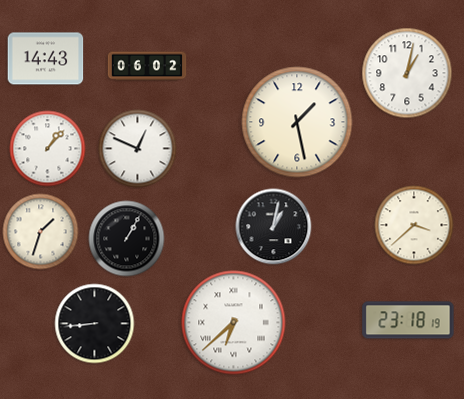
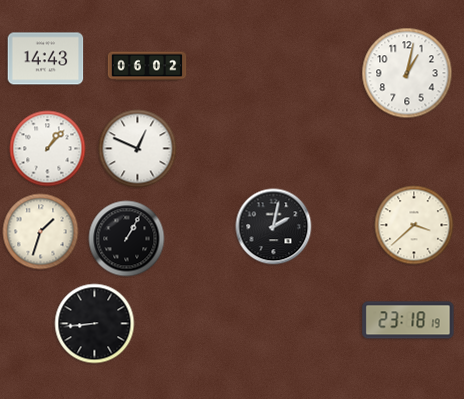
clock at (297, 122): 1:28 -> none
clock at (274, 227): 1:02 -> 2:02
clock at (234, 323): 6:38 -> none
